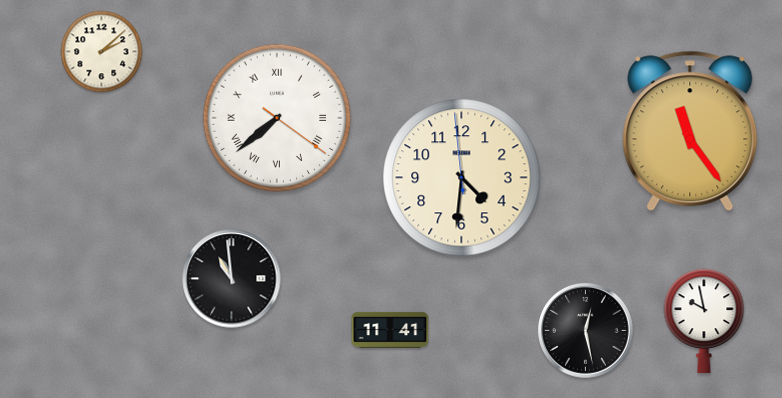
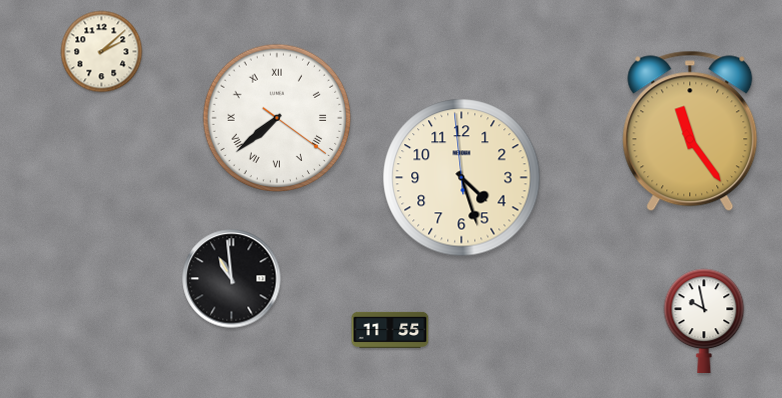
clock at (462, 178): 4:30 -> 4:26
clock at (390, 330): 11:41 -> 11:55
clock at (586, 331): 12:28 -> none
